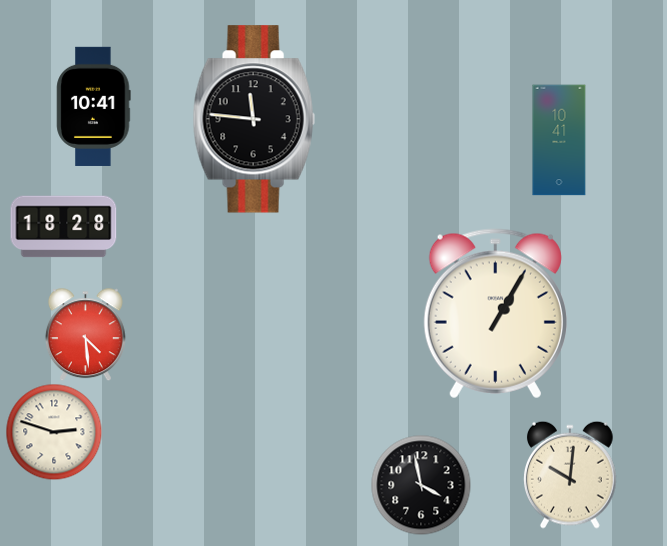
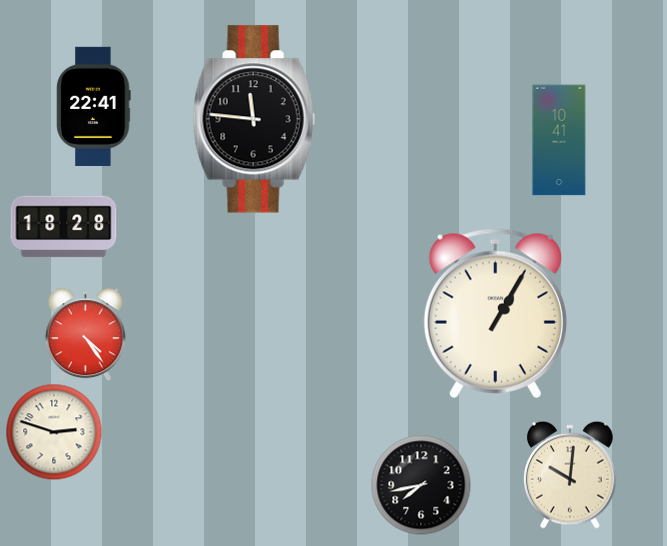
clock at (94, 106): 10:41 -> 22:41
clock at (85, 334): 4:29 -> 4:24
clock at (421, 485): 3:58 -> 7:43
